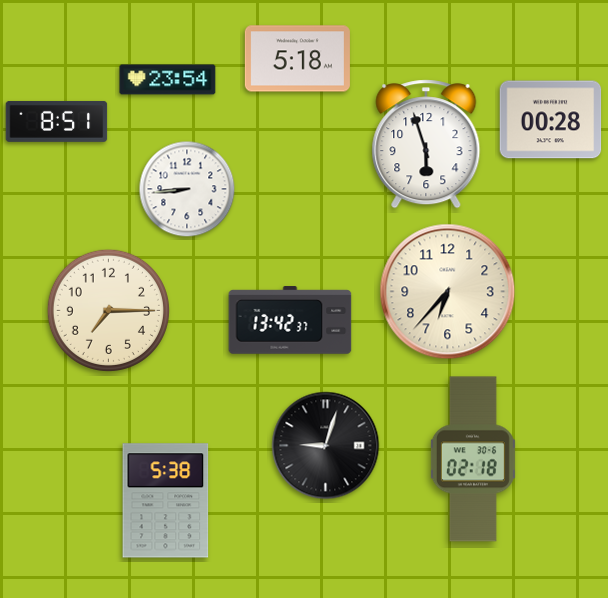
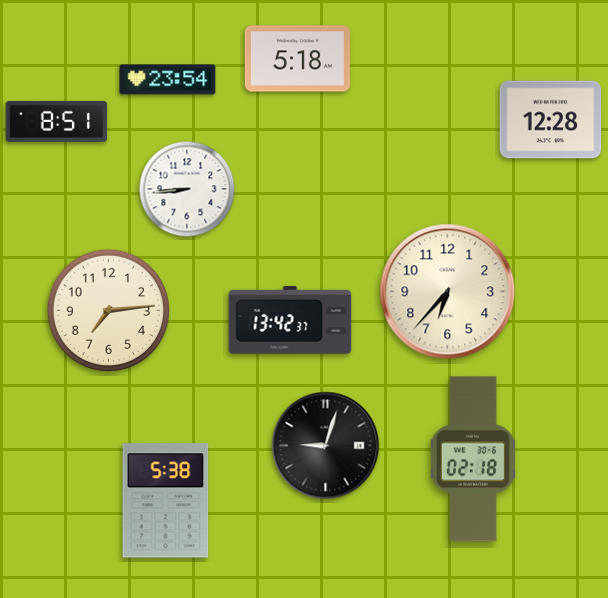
clock at (551, 120): 00:28 -> 12:28
clock at (426, 144): 5:57 -> none
clock at (108, 310): 7:15 -> 7:14
